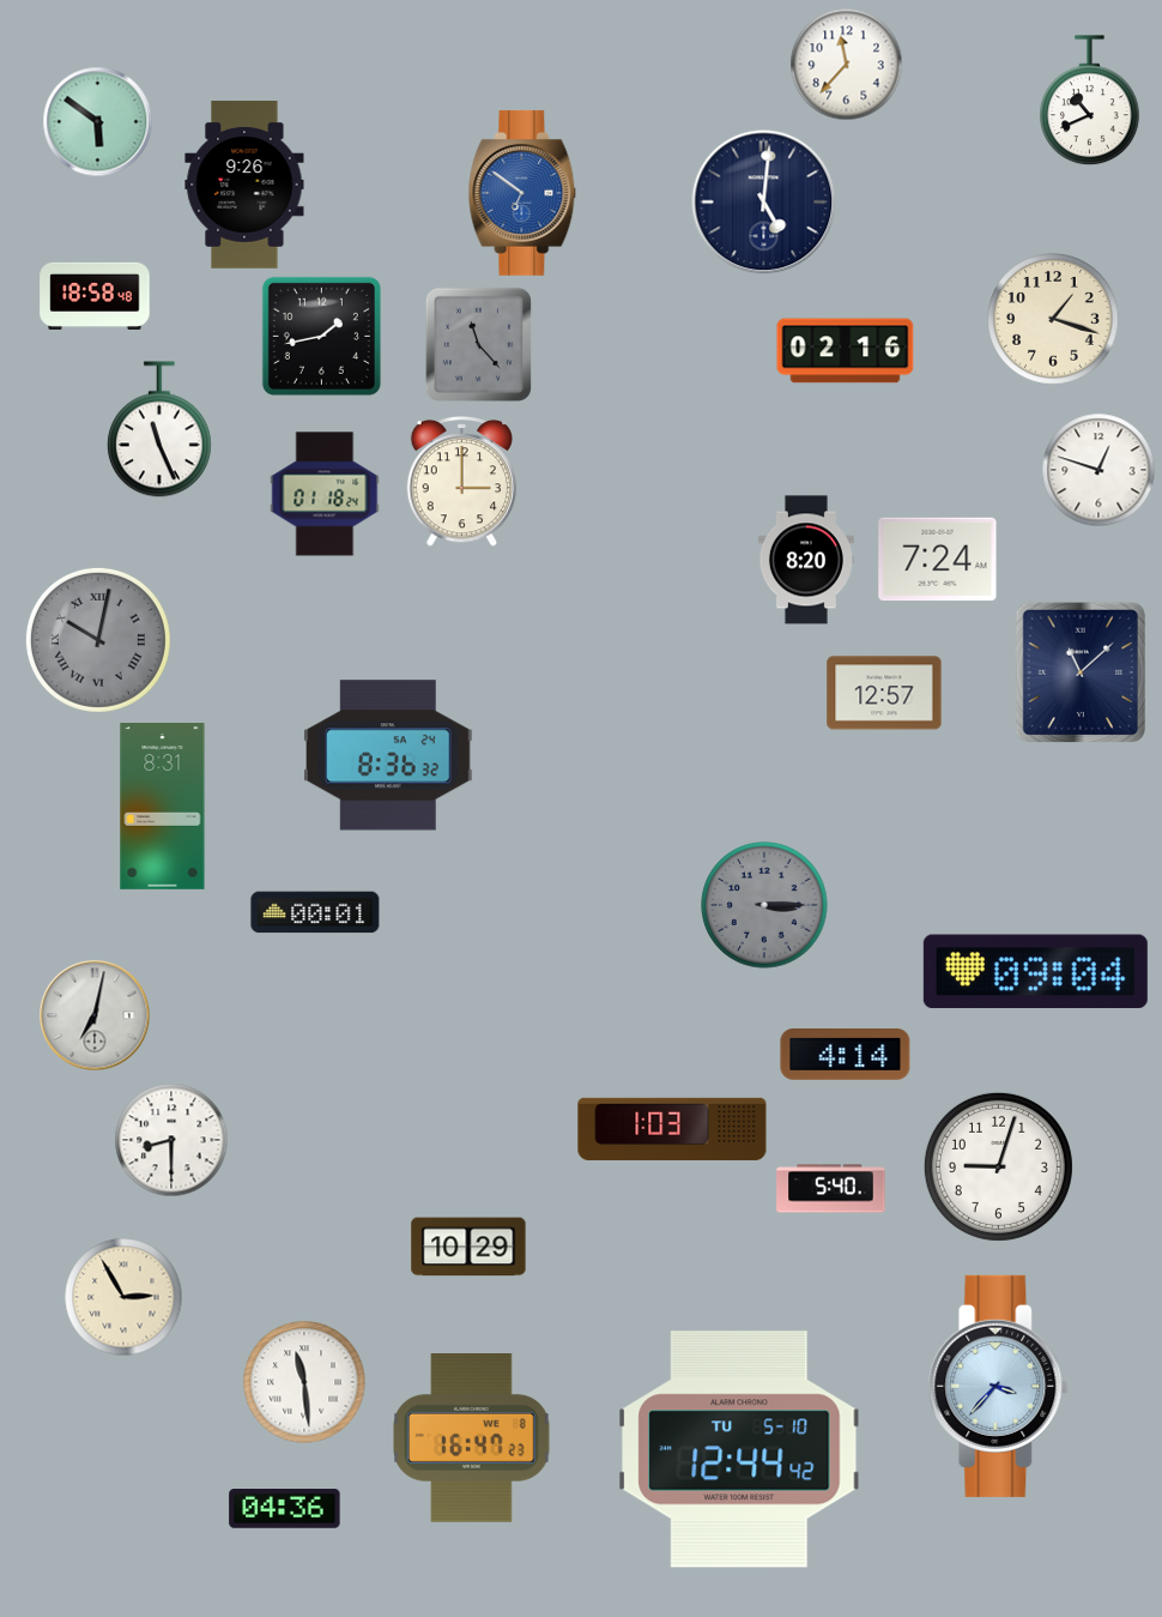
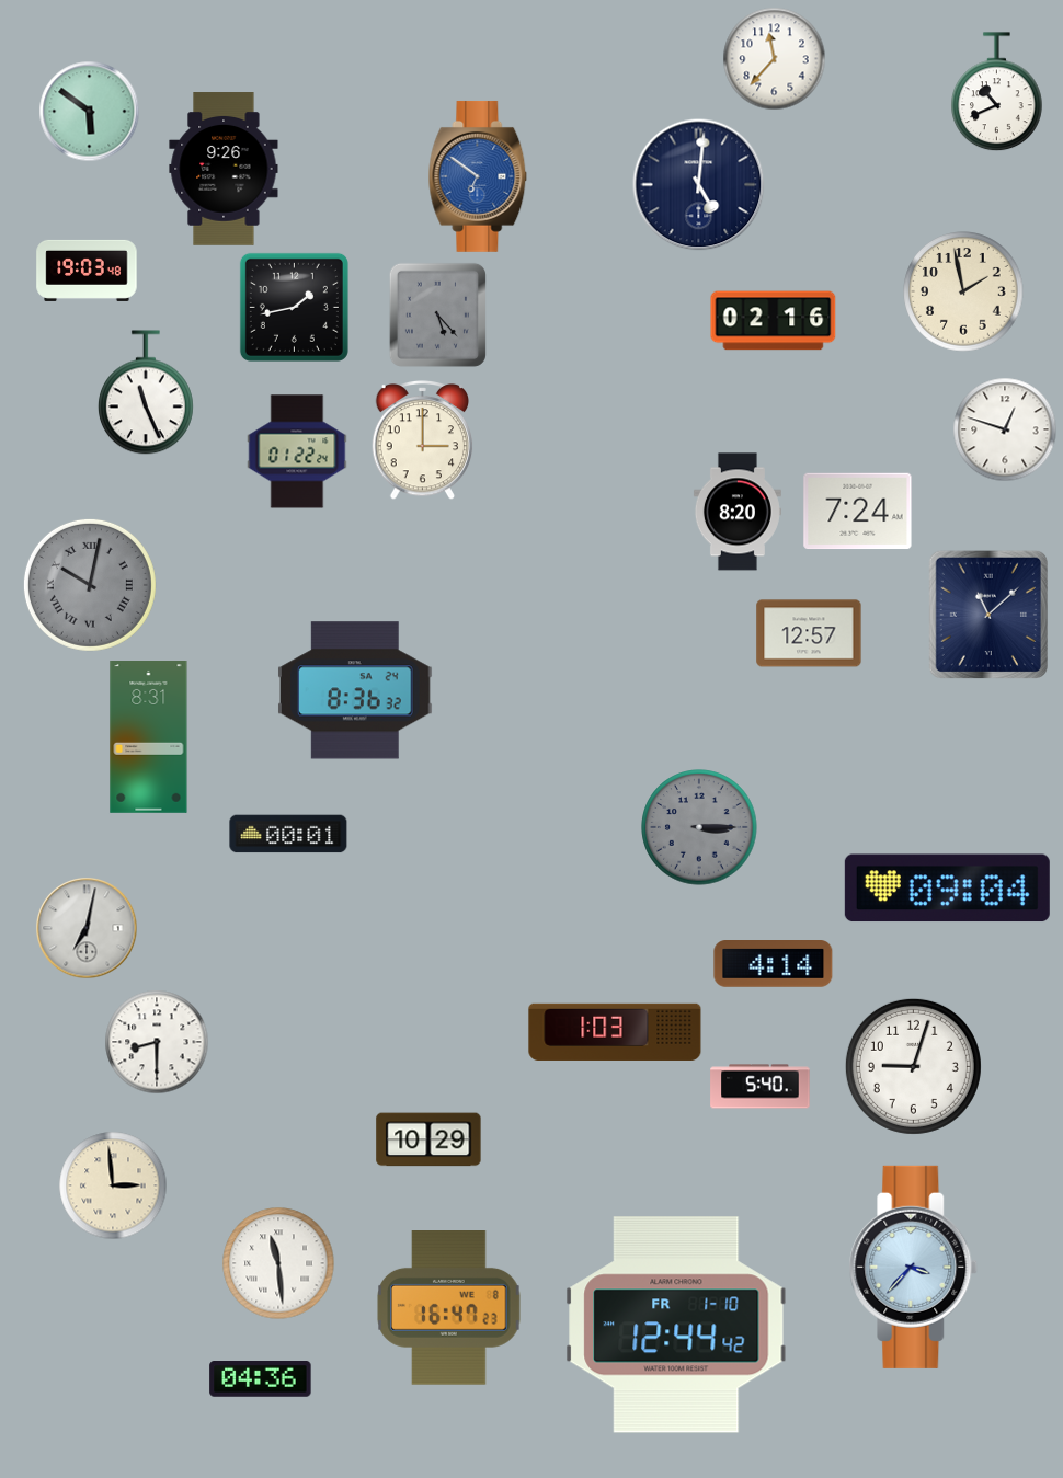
clock at (95, 296): 18:58 -> 19:03
clock at (1053, 319): 1:18 -> 1:58
clock at (478, 344): 11:23 -> 5:23
clock at (325, 494): 01:18 -> 01:22
clock at (123, 1297): 2:55 -> 2:59
clock at (472, 1438) position: (472, 1438) -> (449, 1308)
clock at (739, 1449) date: TU 5-10 -> FR 1-10
